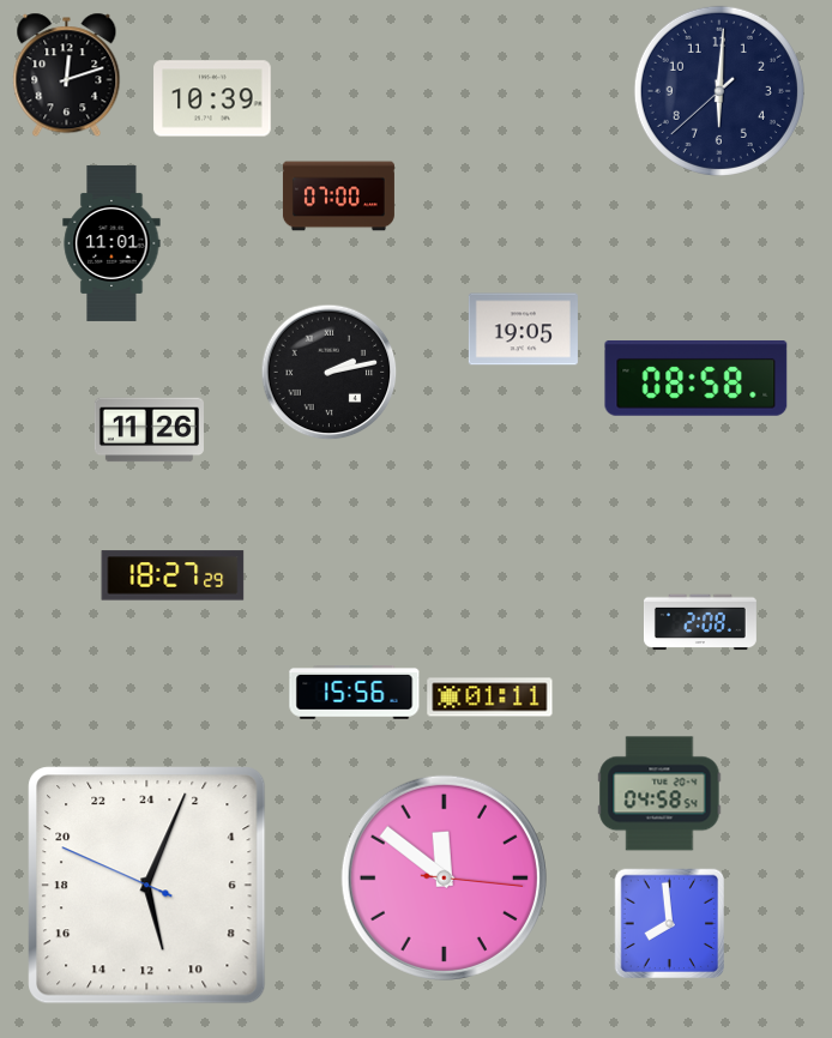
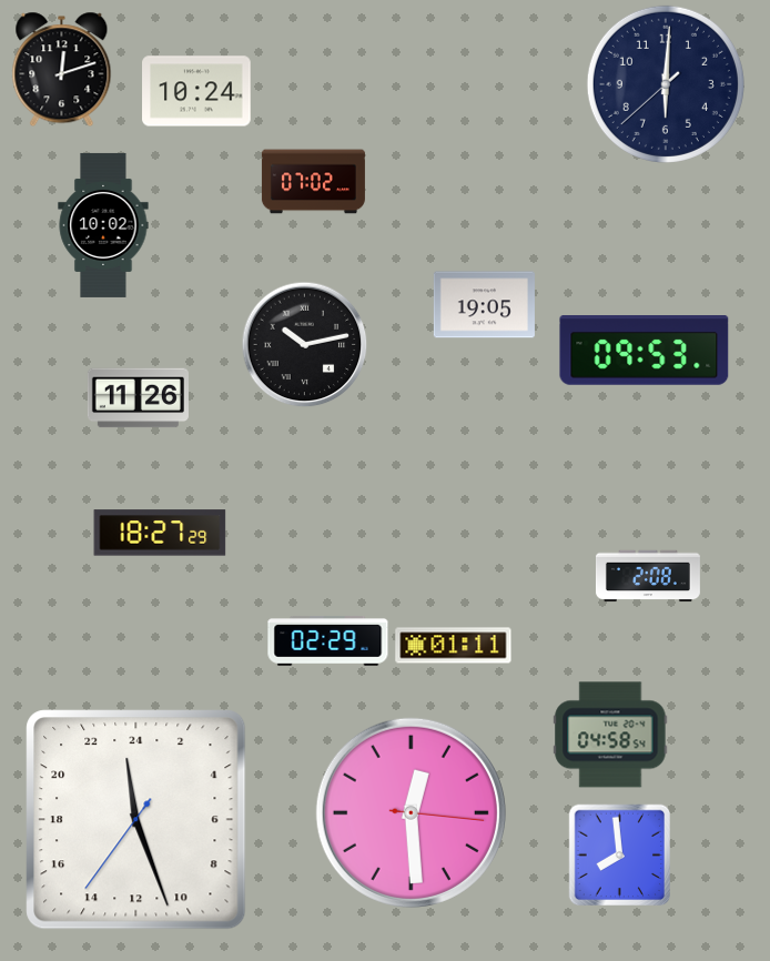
clock at (212, 98): 10:39 -> 10:24
clock at (338, 197): 07:00 -> 07:02
clock at (111, 243): 11:01 -> 10:02
clock at (330, 373): 2:13 -> 10:13
clock at (697, 379): 08:58 -> 09:53
clock at (355, 693): 15:56 -> 02:29
clock at (444, 877): 11:51 -> 12:29
clock at (147, 886): 11:03 -> 23:26
